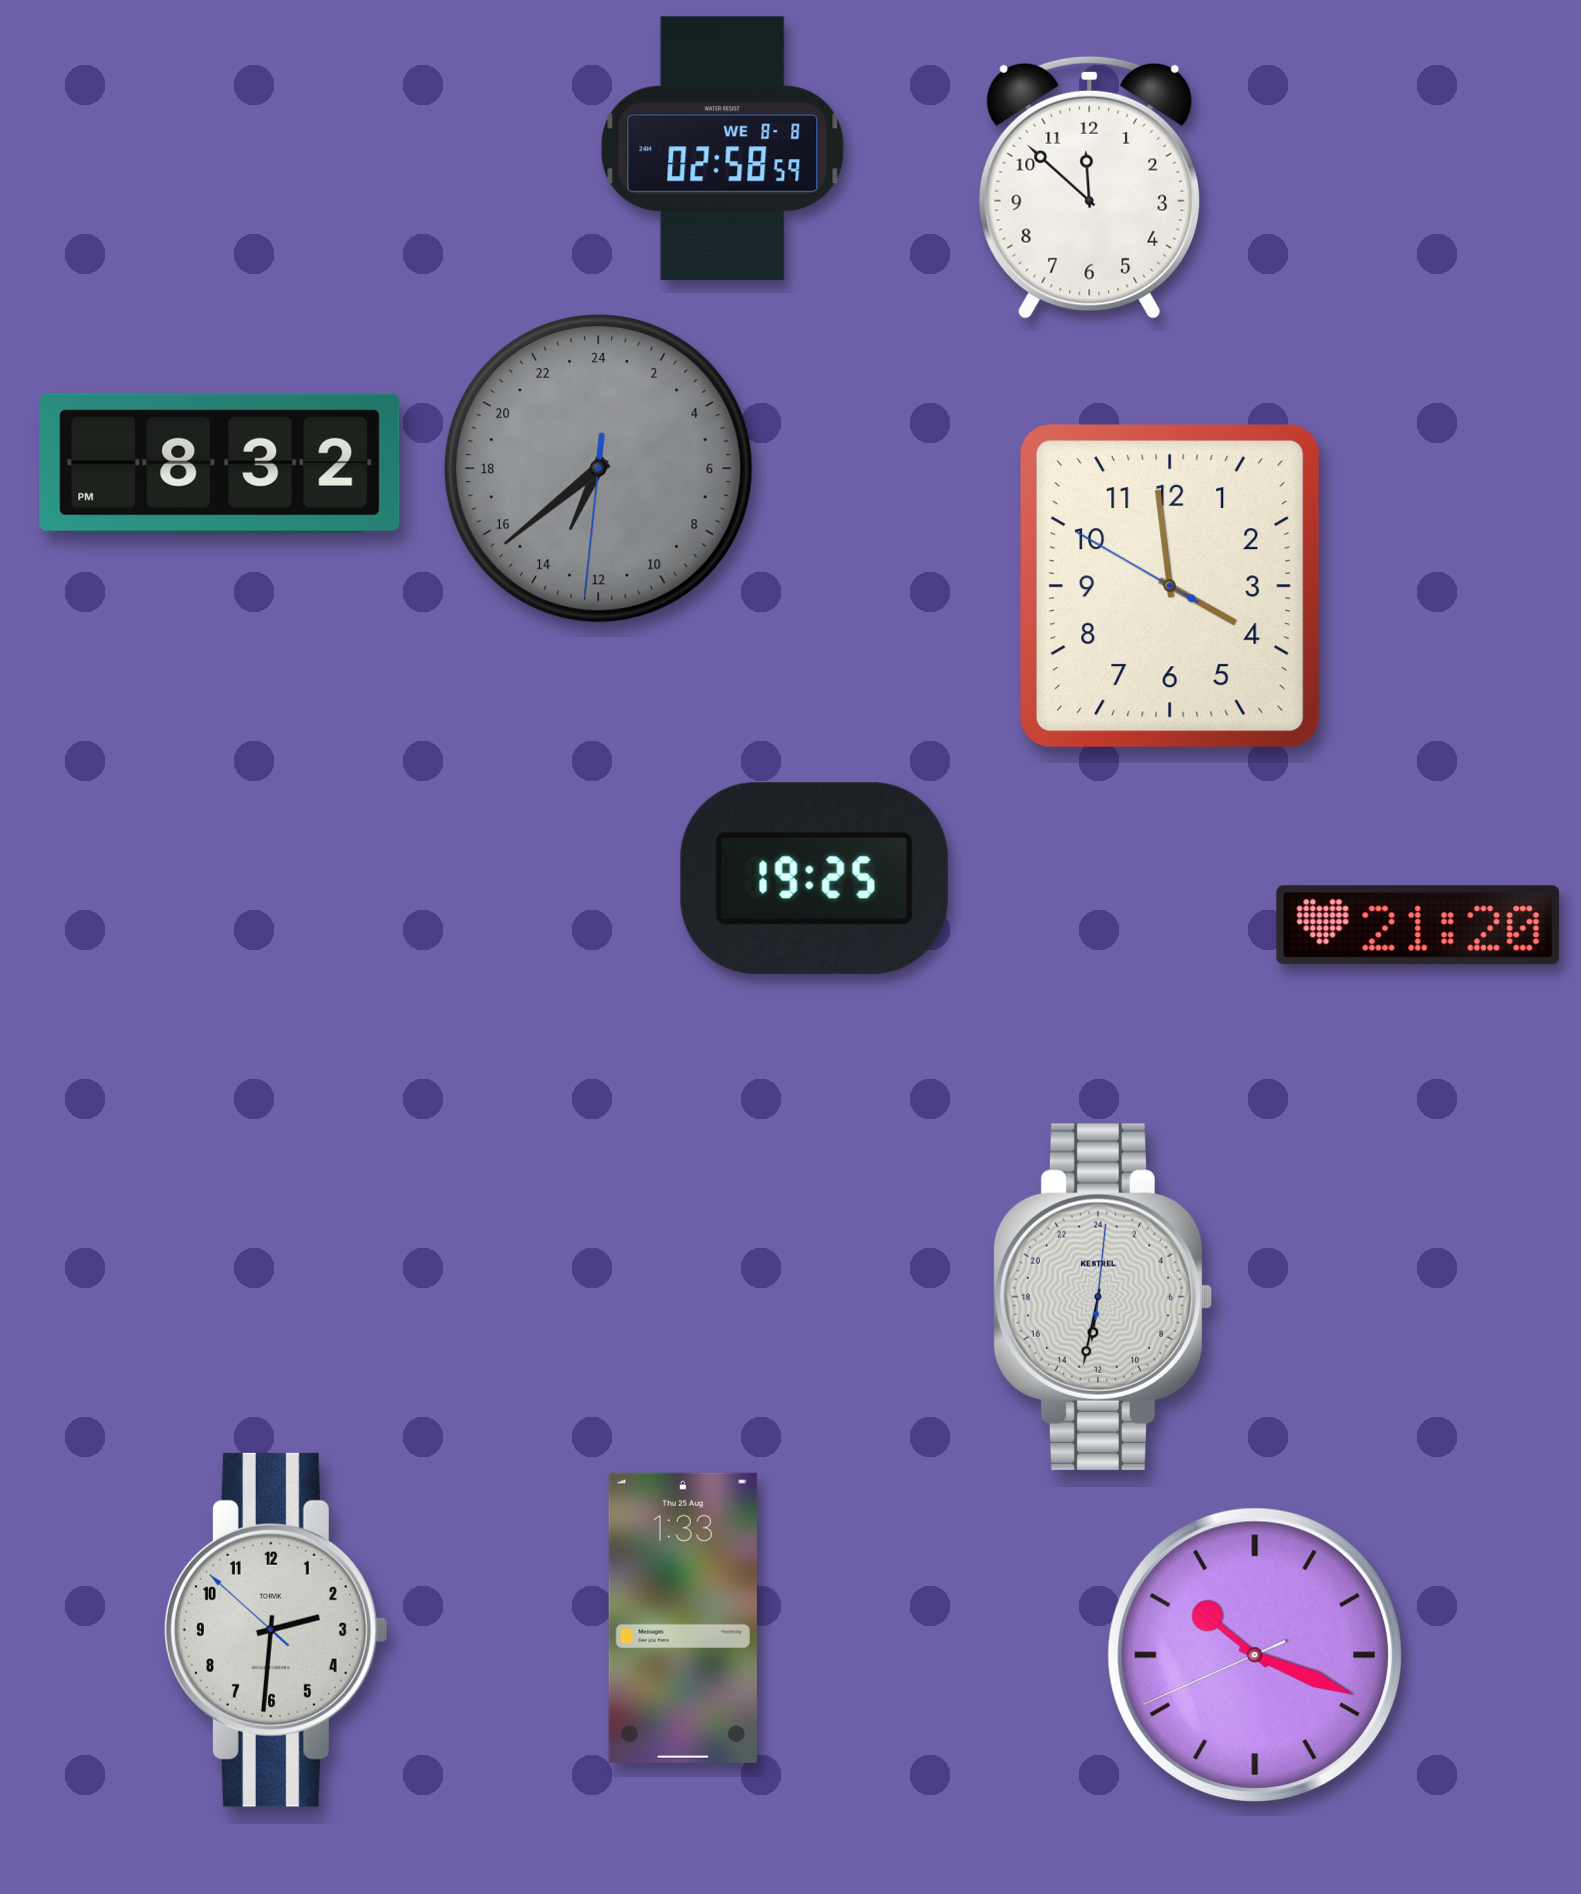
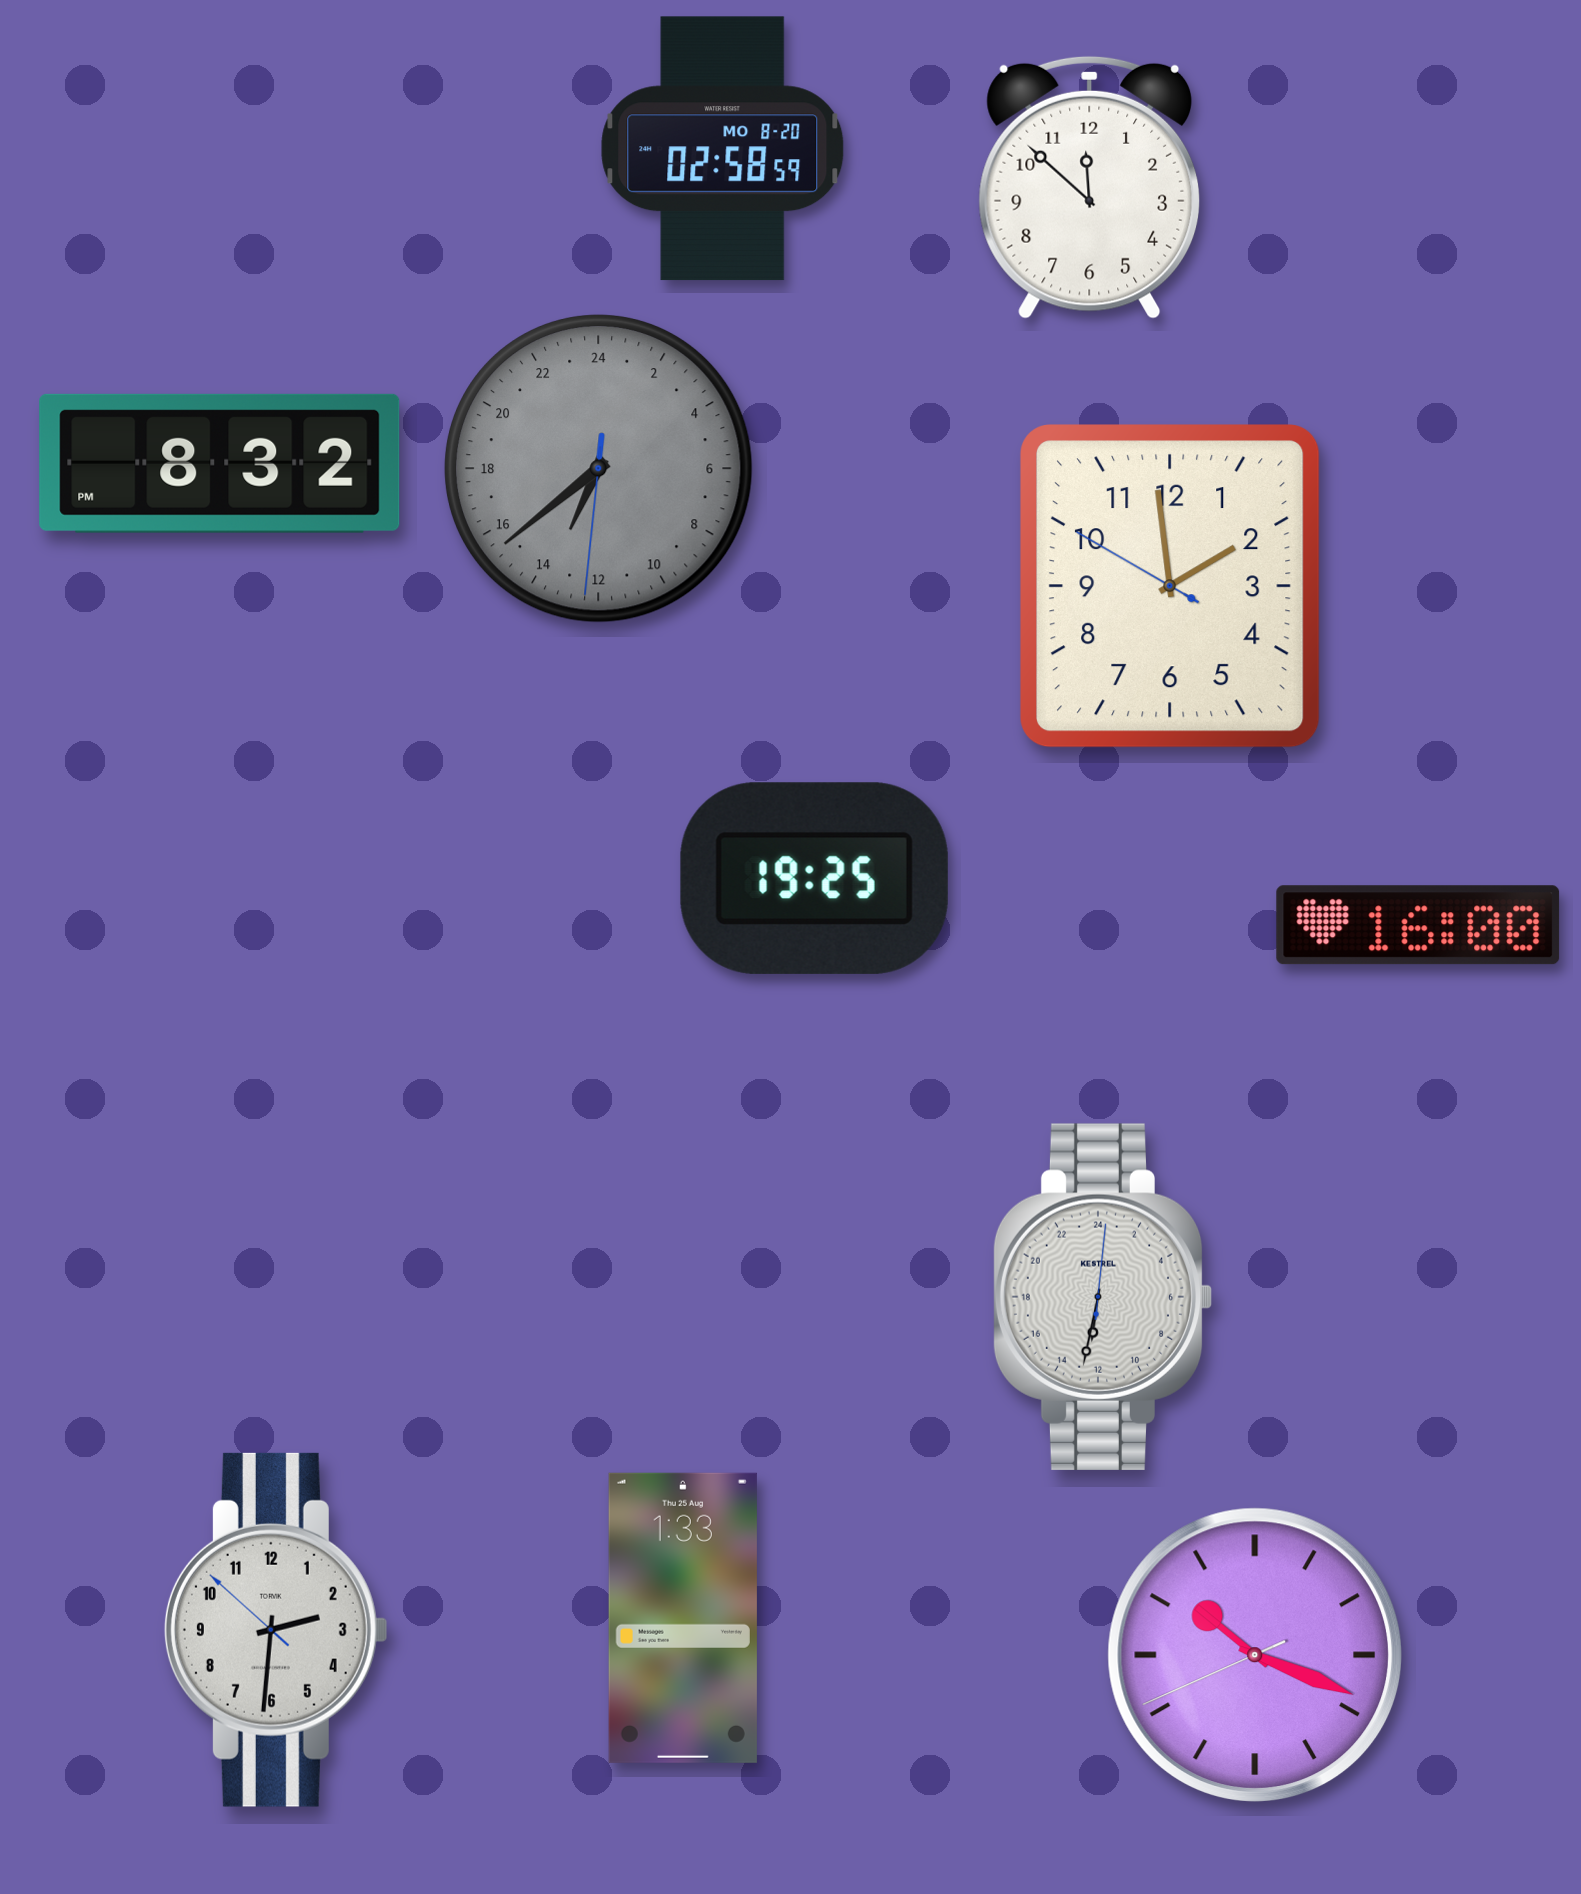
clock at (723, 149) date: WE 8-8 -> MO 8-20
clock at (1171, 587): 3:58 -> 1:58
clock at (1418, 925): 21:20 -> 16:00
